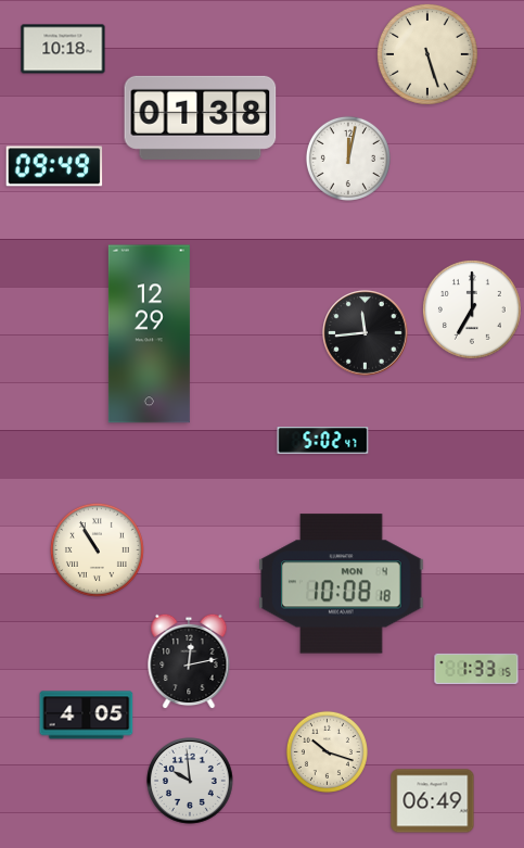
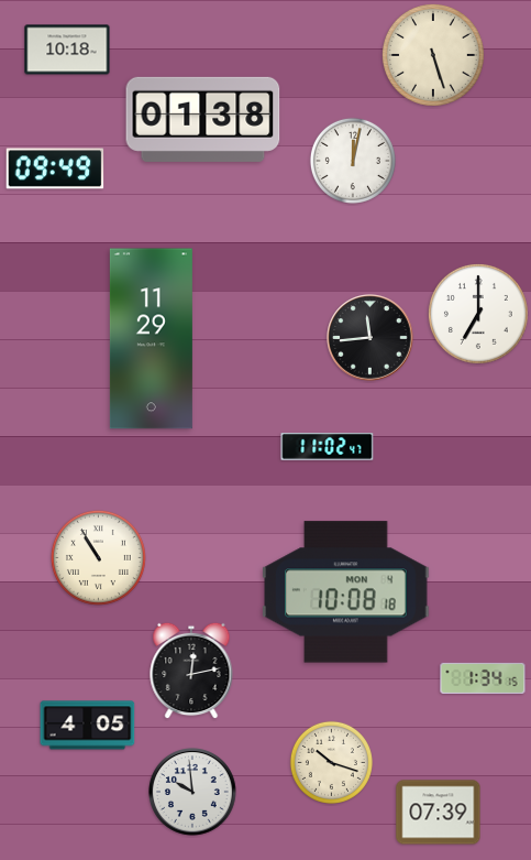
clock at (63, 49) position: (63, 49) -> (67, 50)
clock at (149, 334): 12:29 -> 11:29
clock at (323, 441): 5:02 -> 11:02
clock at (476, 669): 1:33 -> 1:34
clock at (433, 801): 06:49 -> 07:39
